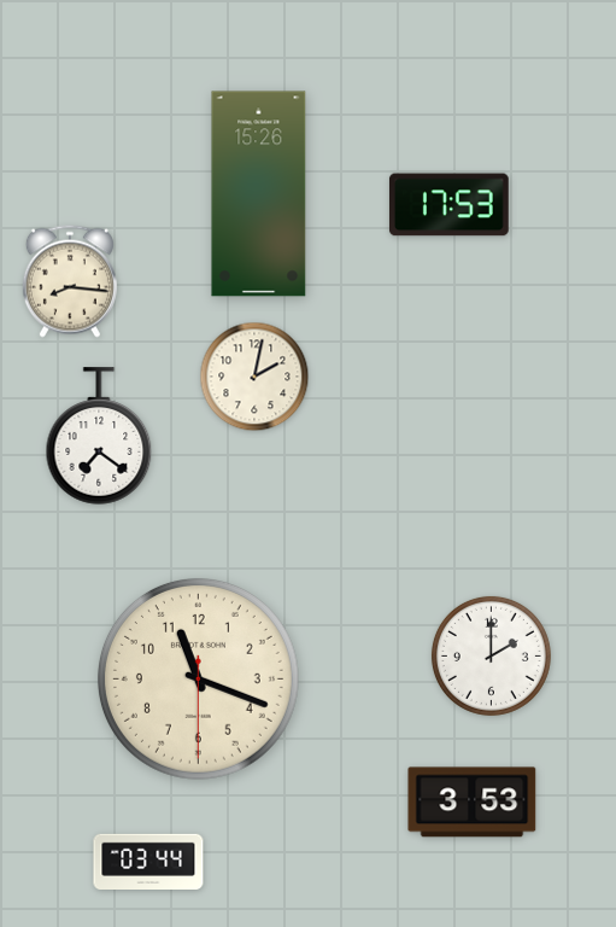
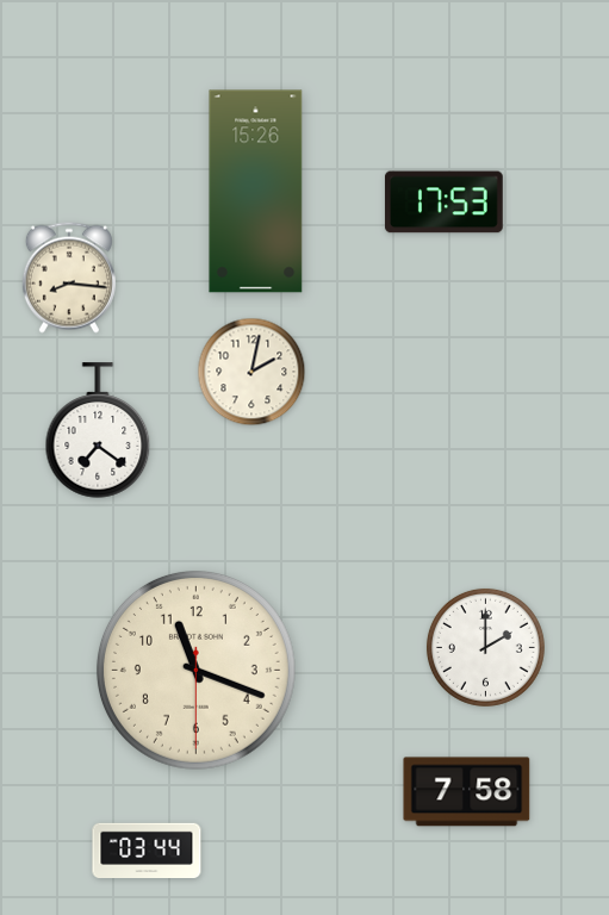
clock at (473, 803): 3:53 -> 7:58
